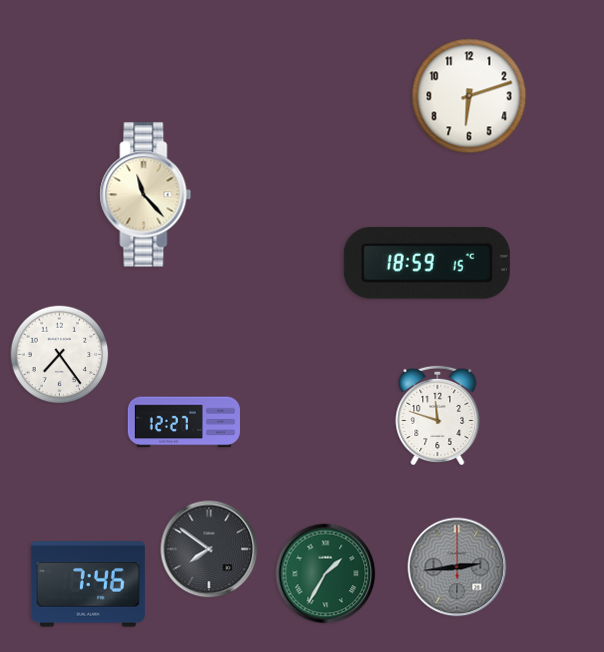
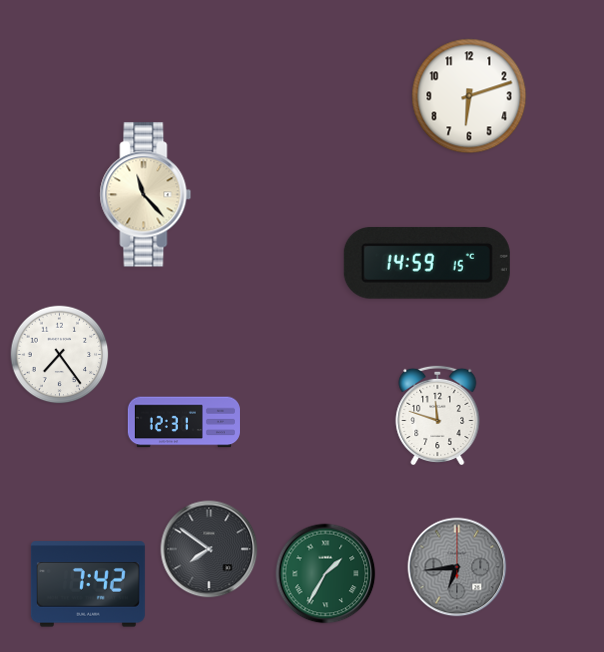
clock at (427, 263): 18:59 -> 14:59
clock at (184, 422): 12:27 -> 12:31
clock at (457, 567): 2:44 -> 6:44
clock at (88, 584): 7:46 -> 7:42
